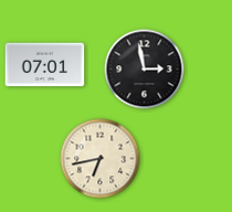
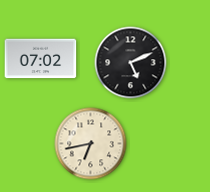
clock at (45, 65): 07:01 -> 07:02
clock at (145, 70): 2:58 -> 5:11
